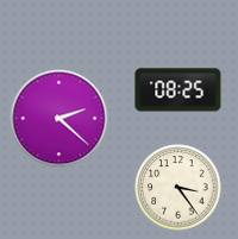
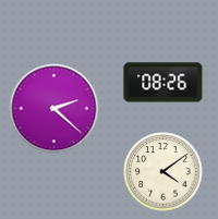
clock at (178, 90): 08:25 -> 08:26
clock at (178, 188): 3:24 -> 4:09
